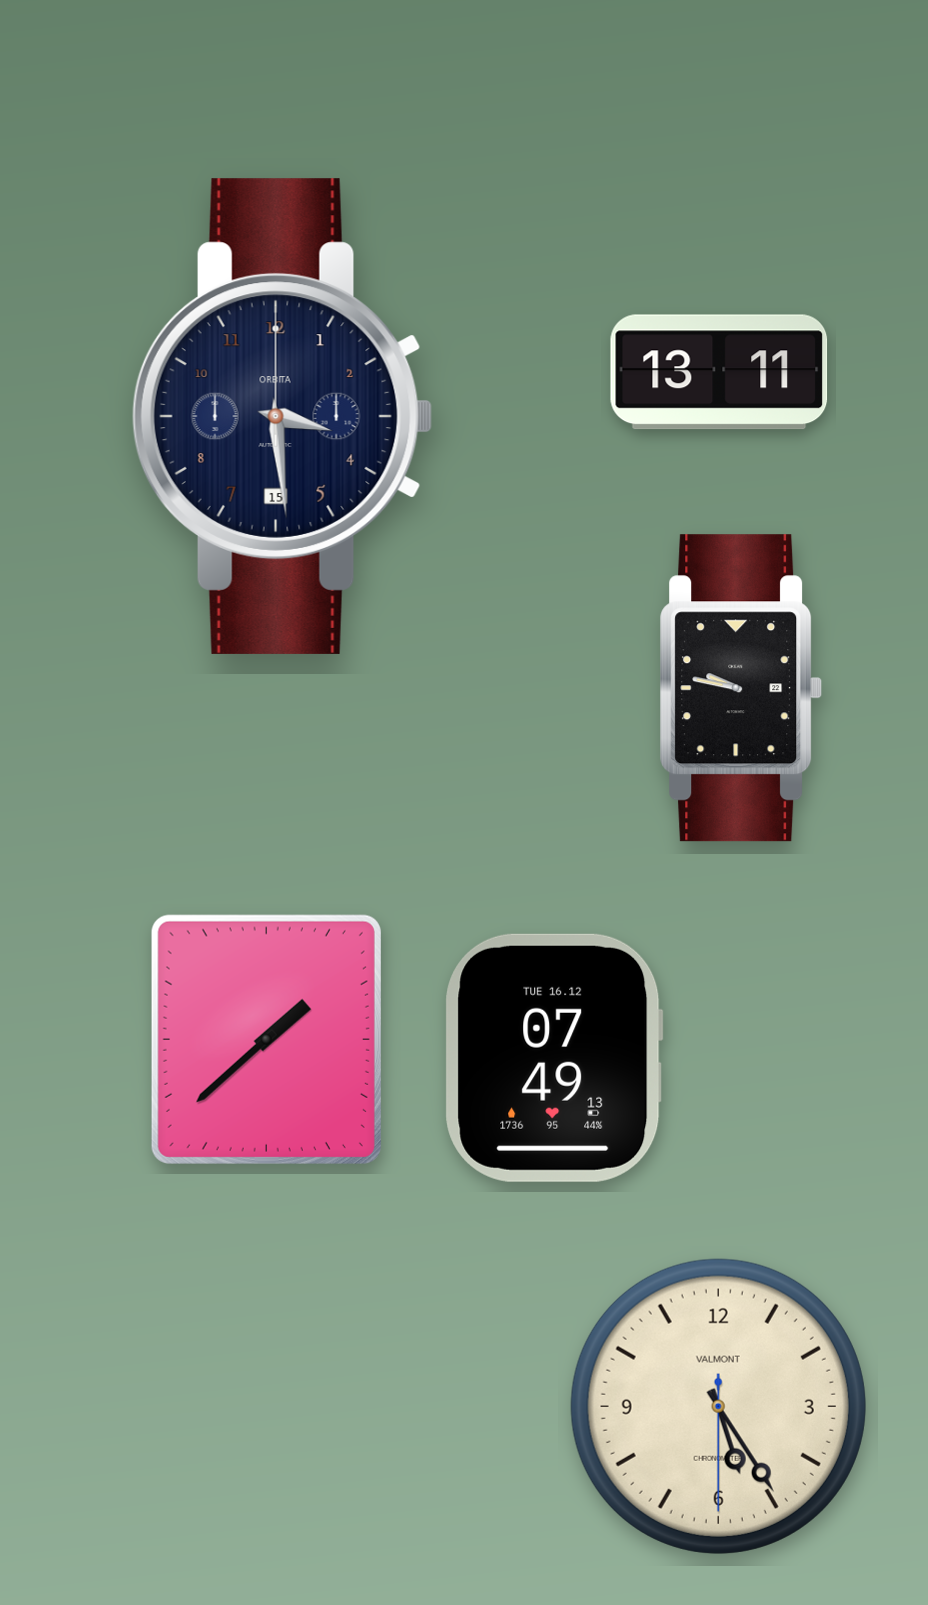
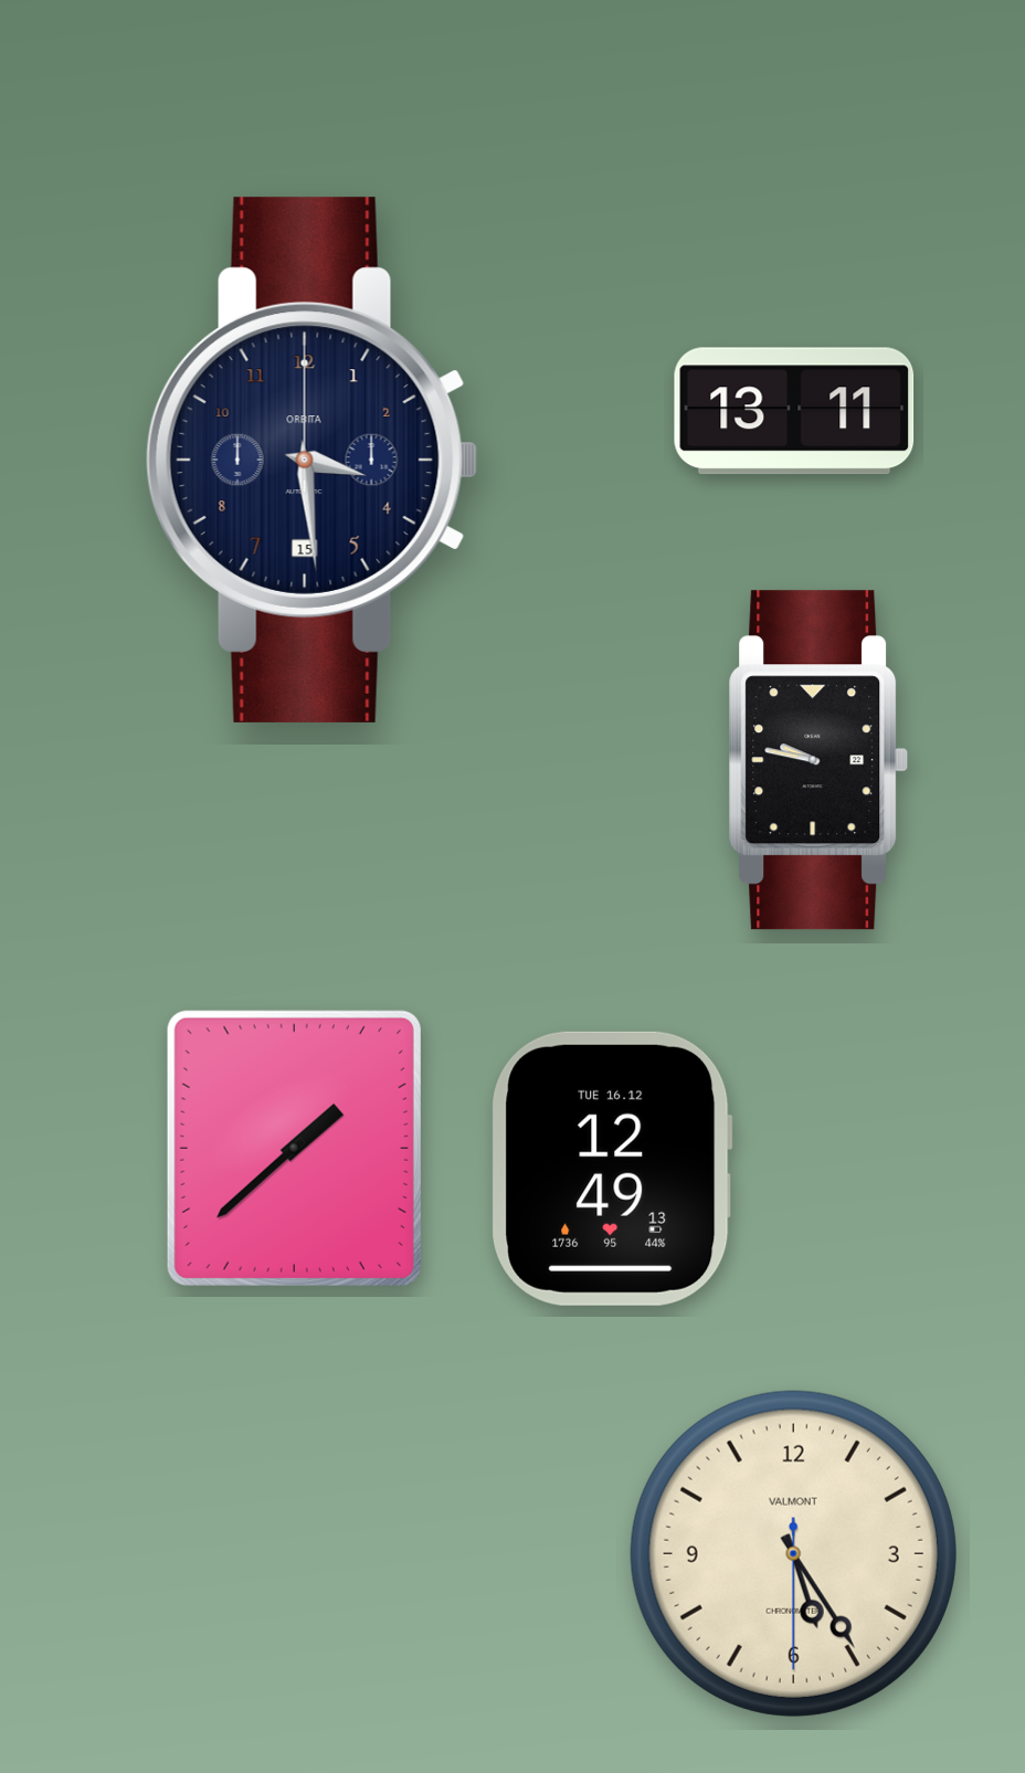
clock at (554, 1058): 07:49 -> 12:49
